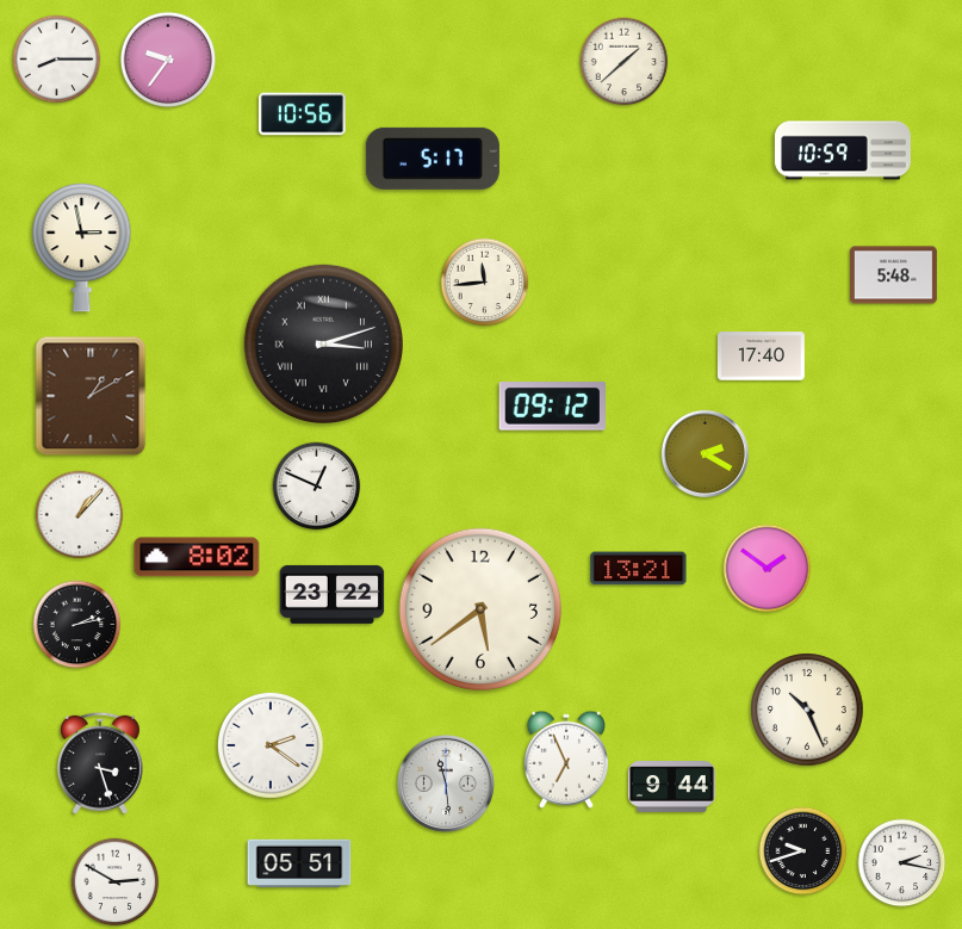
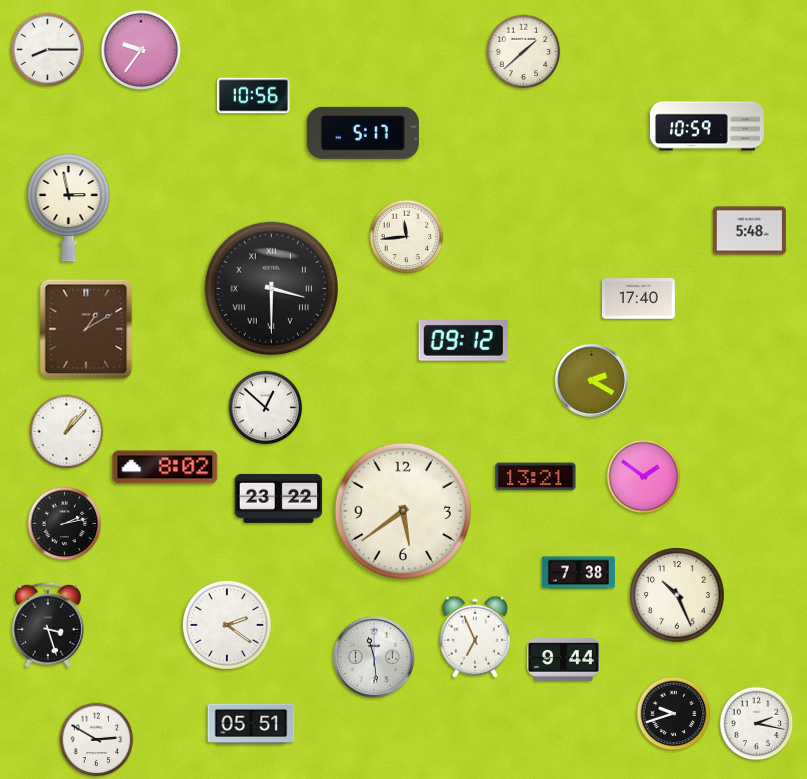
clock at (324, 345): 3:12 -> 3:30
clock at (91, 396) position: (91, 396) -> (86, 329)
clock at (317, 487): 12:49 -> 12:52
clock at (578, 573): none -> 7:38
clock at (100, 763) position: (100, 763) -> (48, 625)
